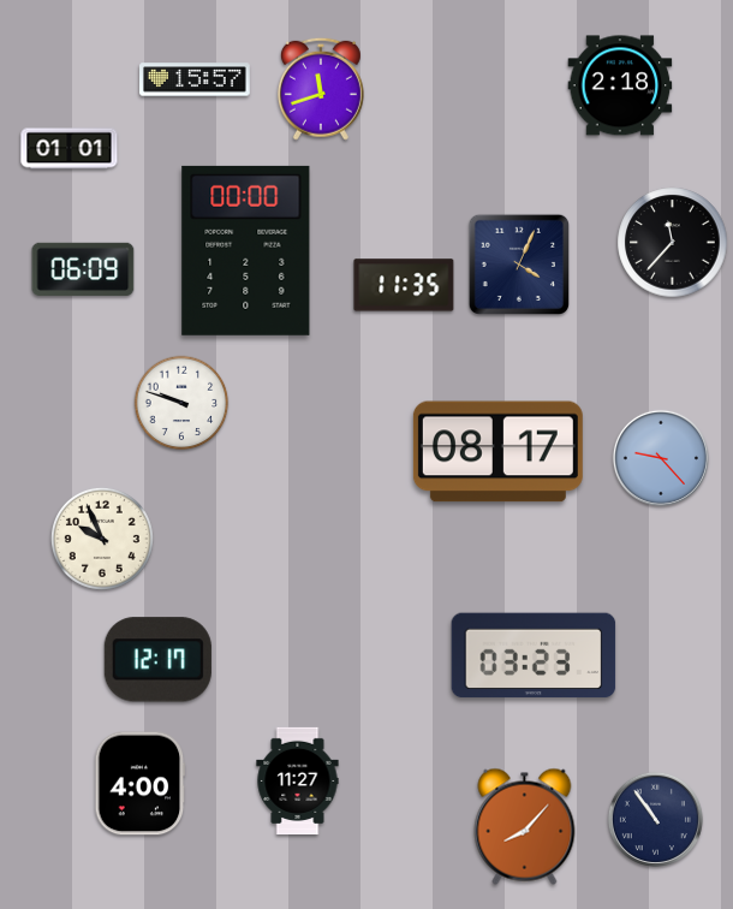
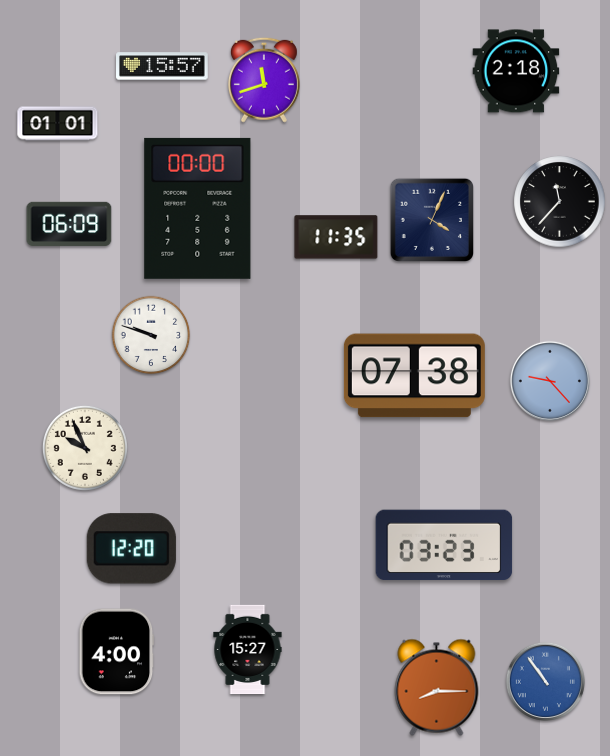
clock at (321, 89) position: (321, 89) -> (264, 80)
clock at (246, 250) position: (246, 250) -> (198, 208)
clock at (497, 452): 08:17 -> 07:38
clock at (157, 660): 12:17 -> 12:20
clock at (298, 780): 11:27 -> 15:27
clock at (655, 819) dial: navy -> blue
clock at (525, 826): 8:07 -> 8:15
